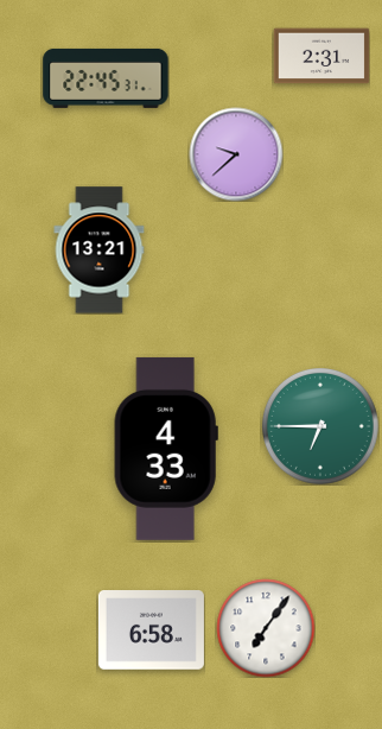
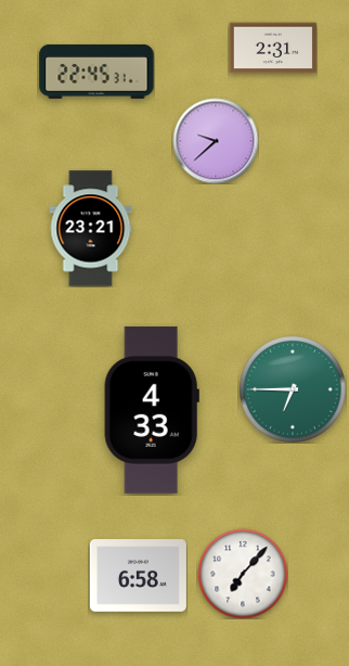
clock at (321, 56) position: (321, 56) -> (273, 48)
clock at (100, 251): 13:21 -> 23:21
clock at (266, 628): 7:06 -> 7:07
